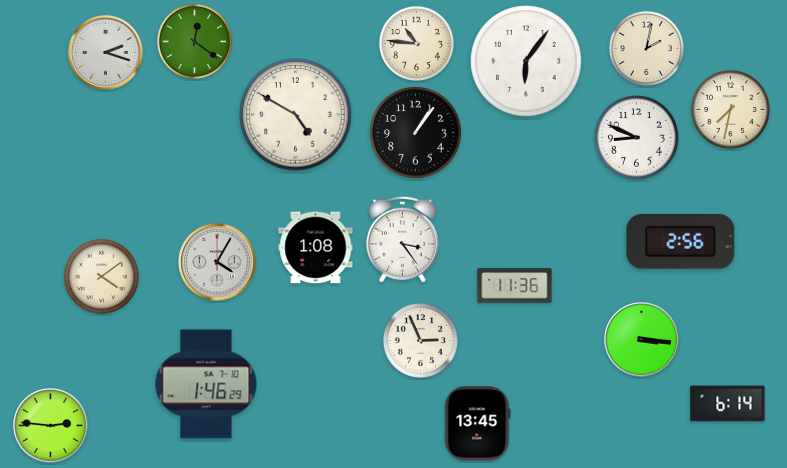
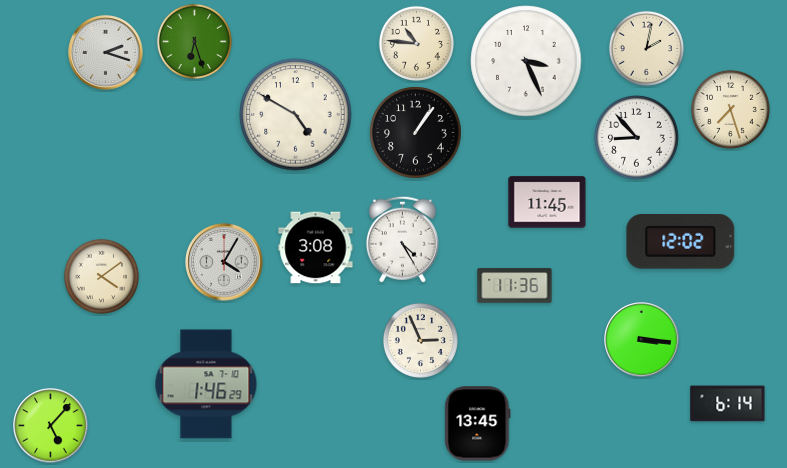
clock at (194, 41): 12:21 -> 6:27
clock at (526, 61): 6:06 -> 3:26
clock at (730, 109): 7:32 -> 7:27
clock at (636, 137): 8:49 -> 8:53
clock at (547, 202): none -> 11:45
clock at (402, 239): 3:24 -> 4:25
clock at (681, 242): 2:56 -> 12:02
clock at (316, 248): 1:08 -> 3:08
clock at (217, 262) position: (217, 262) -> (224, 262)
clock at (51, 426): 2:46 -> 5:07
